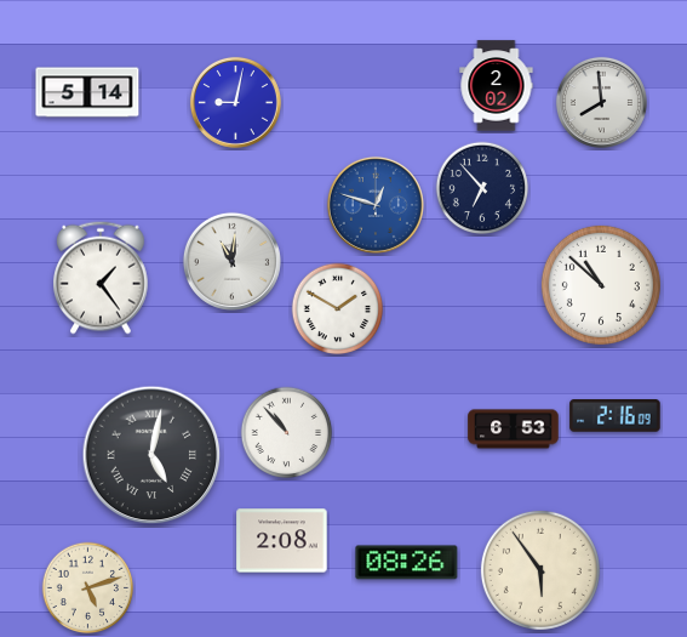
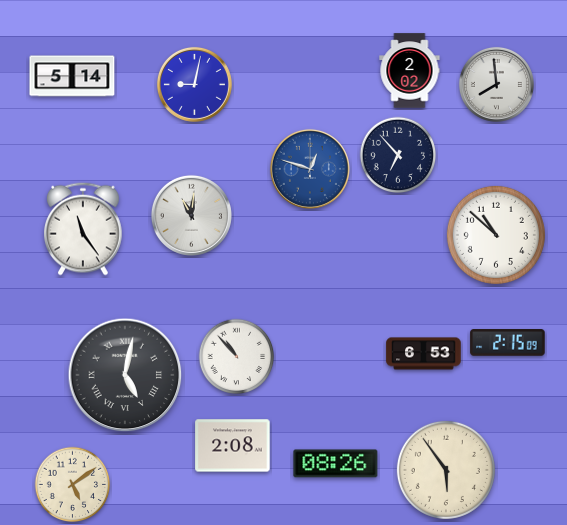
clock at (102, 278): 1:24 -> 11:24
clock at (338, 309): 1:50 -> none
clock at (616, 416): 2:16 -> 2:15
clock at (88, 588): 5:12 -> 5:09
